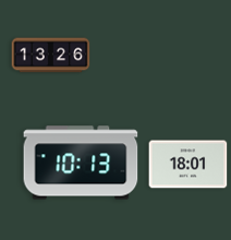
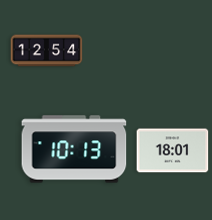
clock at (51, 56): 13:26 -> 12:54
